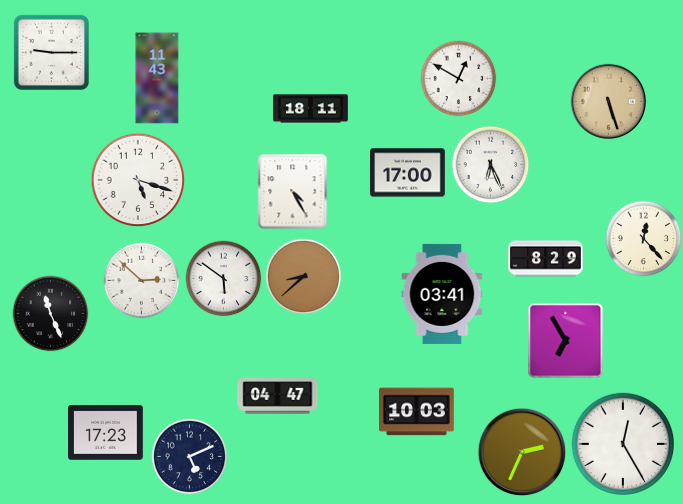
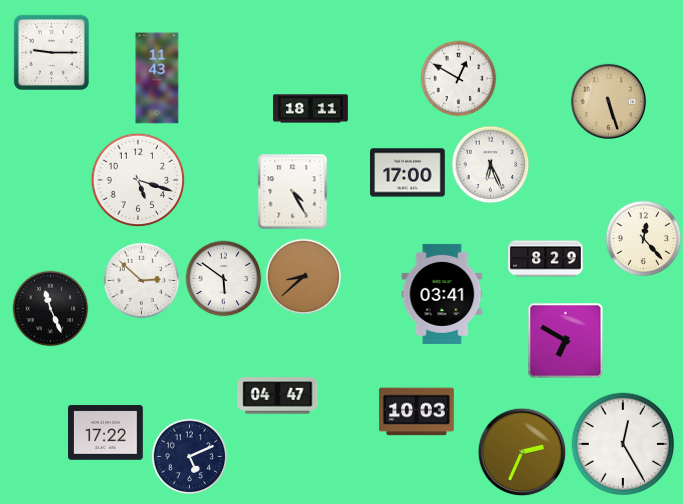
clock at (51, 314) position: (51, 314) -> (51, 309)
clock at (566, 341): 6:55 -> 6:50
clock at (106, 433): 17:23 -> 17:22
